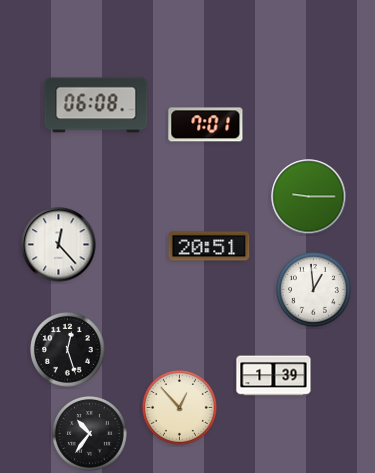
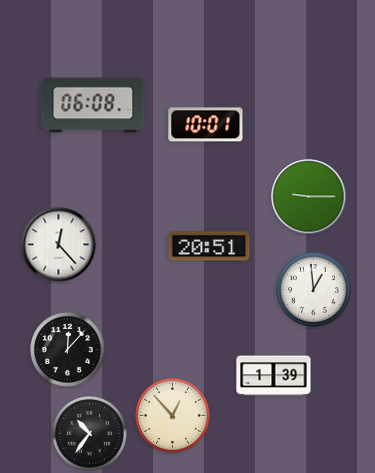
clock at (96, 105) position: (96, 105) -> (93, 105)
clock at (206, 125): 7:01 -> 10:01
clock at (68, 350): 12:27 -> 12:07
clock at (180, 408) position: (180, 408) -> (173, 416)
